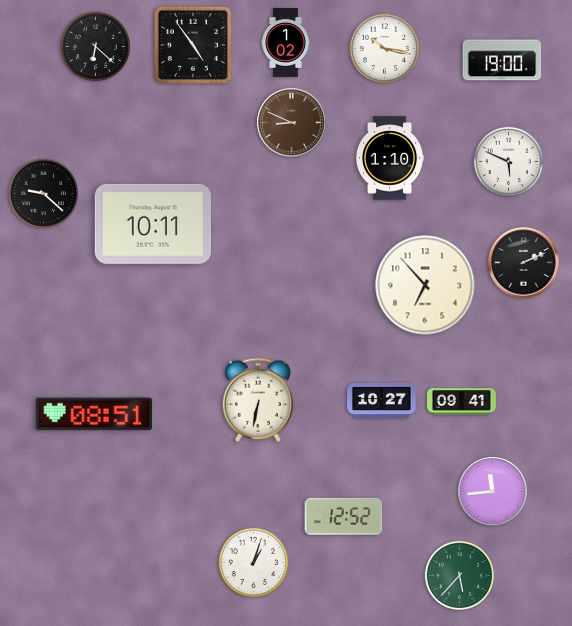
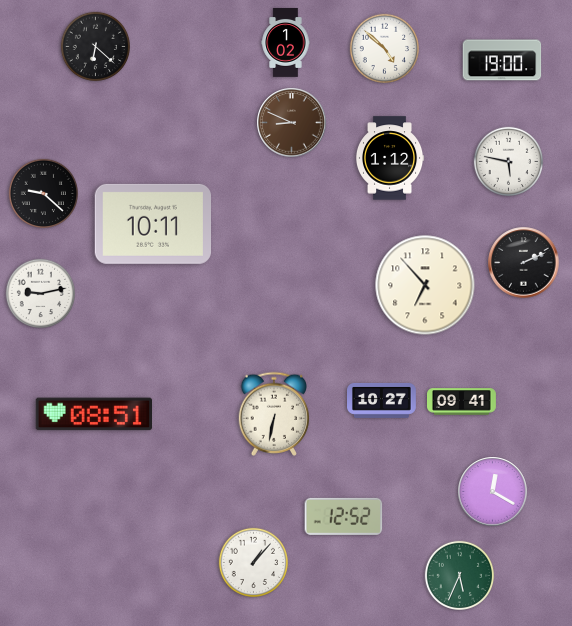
clock at (193, 45): 4:54 -> none
clock at (384, 48): 10:17 -> 4:52
clock at (390, 158): 1:10 -> 1:12
clock at (508, 161): 5:49 -> 5:47
clock at (40, 293): none -> 9:13
clock at (258, 400) position: (258, 400) -> (274, 414)
clock at (493, 492): 11:44 -> 12:20
clock at (253, 562): 1:03 -> 1:07
clock at (459, 575): 5:37 -> 5:34
